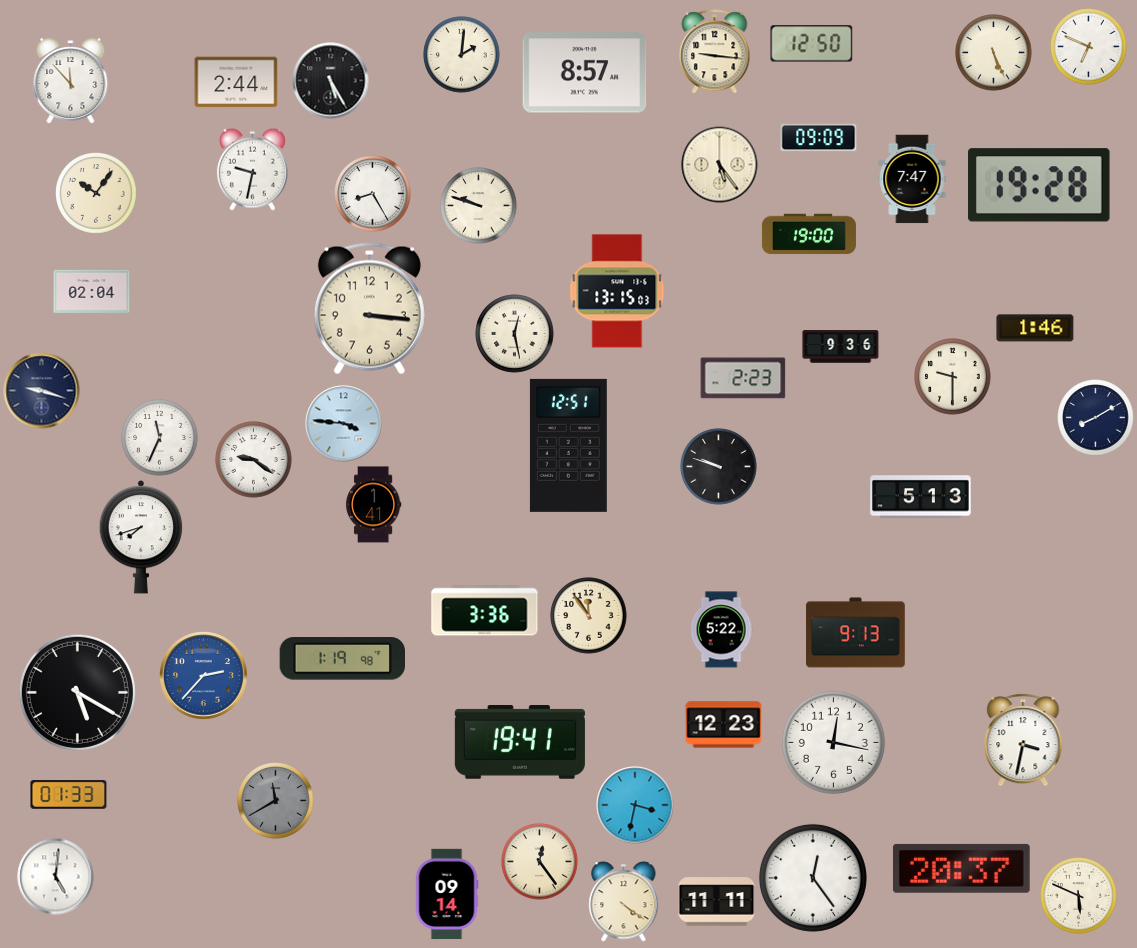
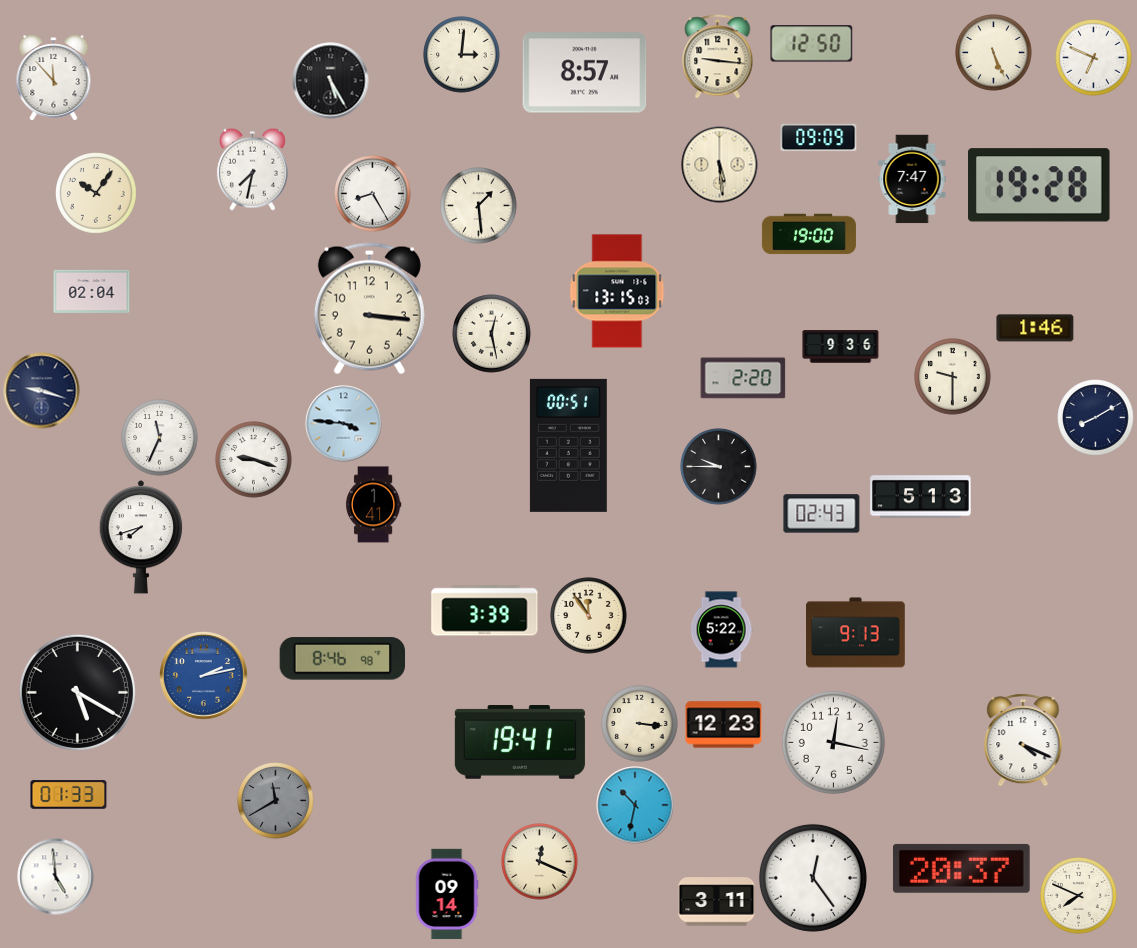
clock at (1089, 47) position: (1089, 47) -> (1094, 58)
clock at (715, 52) position: (715, 52) -> (718, 57)
clock at (462, 55): 2:01 -> 3:01
clock at (71, 81) position: (71, 81) -> (54, 78)
clock at (236, 82): 2:44 -> none
clock at (720, 165): 5:24 -> 5:29
clock at (252, 169): 9:32 -> 7:32
clock at (479, 206): 9:48 -> 1:29
clock at (515, 334) position: (515, 334) -> (492, 334)
clock at (743, 378): 2:23 -> 2:20
clock at (568, 445): 12:51 -> 00:51
clock at (254, 460): 9:21 -> 9:18
clock at (719, 467): 9:48 -> 9:45
clock at (822, 514): none -> 02:43
clock at (485, 611): 3:36 -> 3:39
clock at (342, 659): 1:19 -> 8:46
clock at (204, 676): 2:37 -> 2:13
clock at (640, 724): none -> 3:16
clock at (1023, 740): 3:32 -> 4:19
clock at (635, 805): 3:32 -> 10:32
clock at (540, 862): 12:24 -> 12:19
clock at (56, 877): 5:01 -> 4:59
clock at (1079, 896): 5:49 -> 7:49
clock at (624, 902): 4:21 -> none
clock at (717, 902): 11:11 -> 3:11
